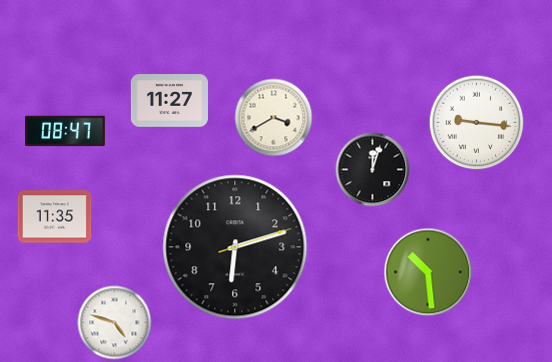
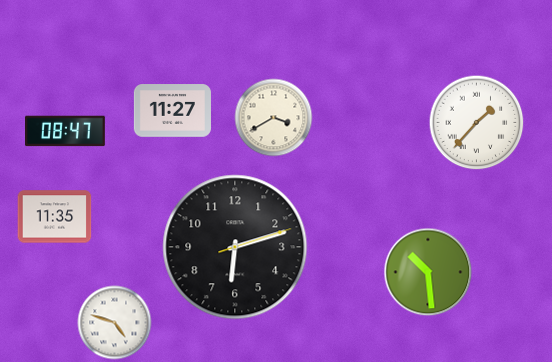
clock at (169, 101) position: (169, 101) -> (172, 111)
clock at (477, 123): 9:16 -> 1:37
clock at (373, 170): 12:03 -> none
